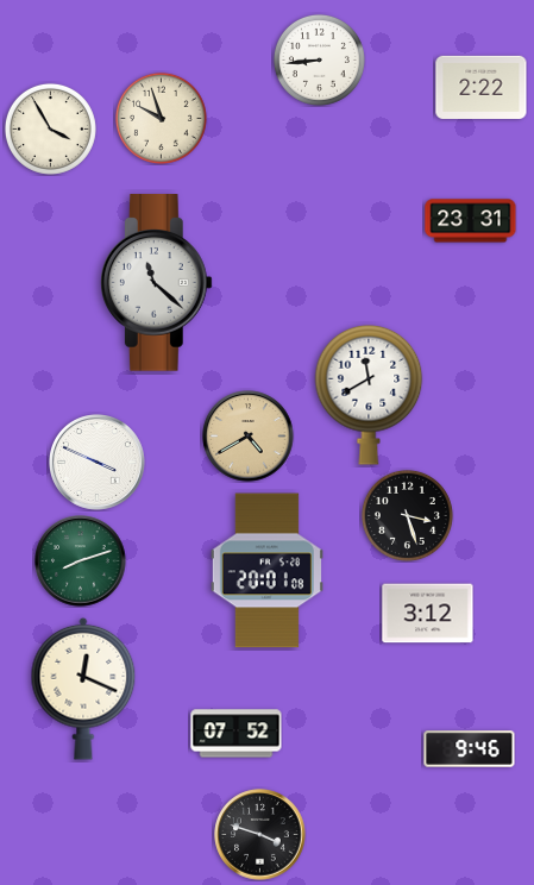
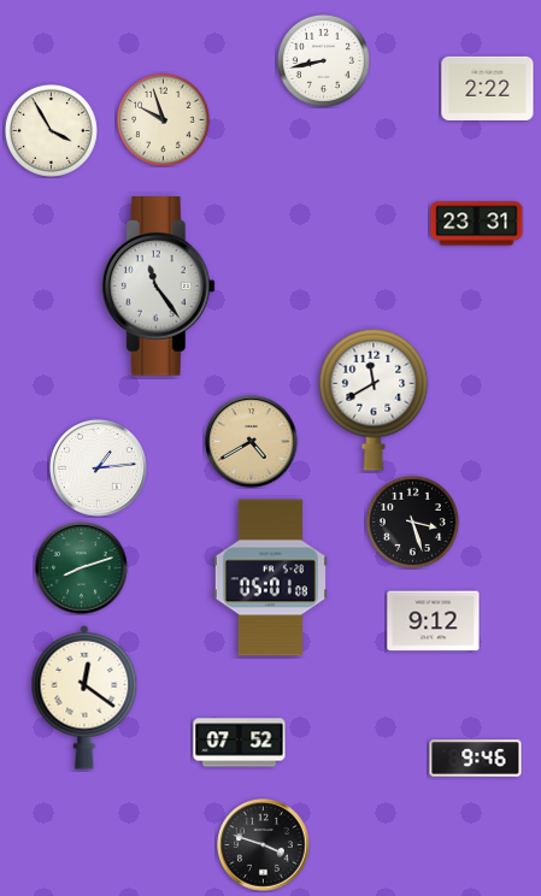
clock at (319, 59): 8:44 -> 8:43
clock at (156, 283): 11:22 -> 11:24
clock at (98, 463): 3:49 -> 1:14
clock at (266, 571): 20:01 -> 05:01
clock at (428, 614): 3:12 -> 9:12
clock at (83, 689): 12:19 -> 12:21
